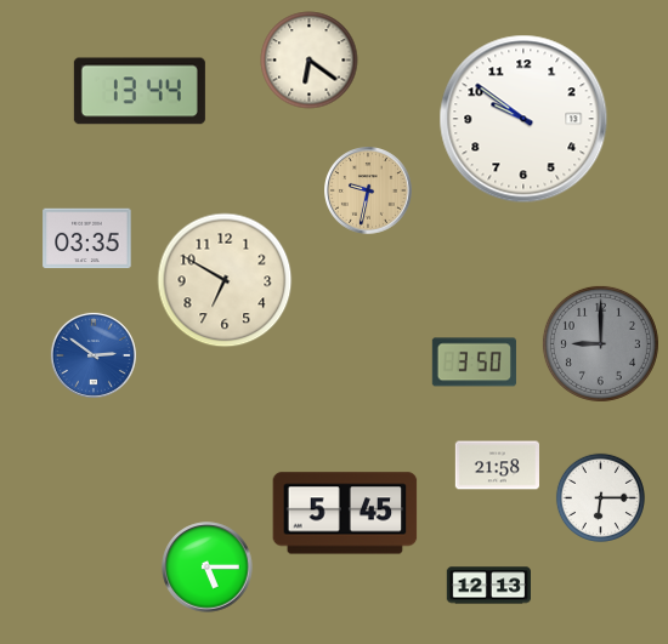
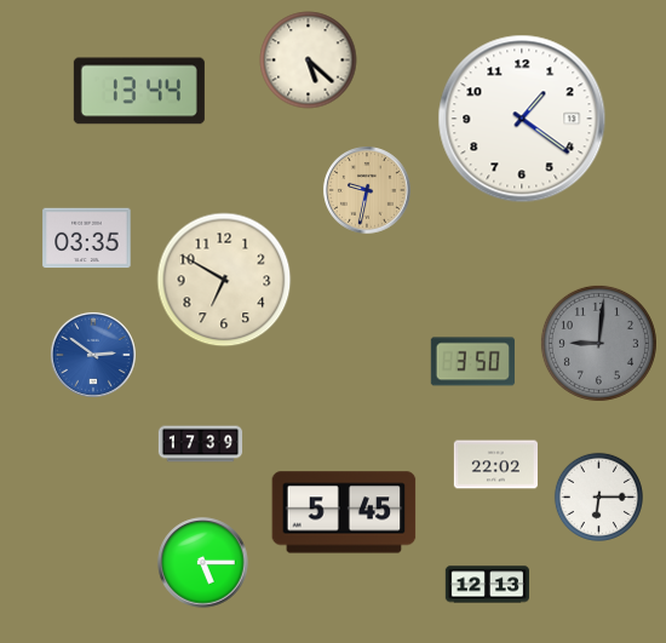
clock at (310, 61): 6:21 -> 5:22
clock at (523, 119): 9:51 -> 1:21
clock at (600, 343): 9:00 -> 9:01
clock at (201, 444): none -> 17:39
clock at (497, 466): 21:58 -> 22:02
clock at (208, 568) position: (208, 568) -> (203, 563)
